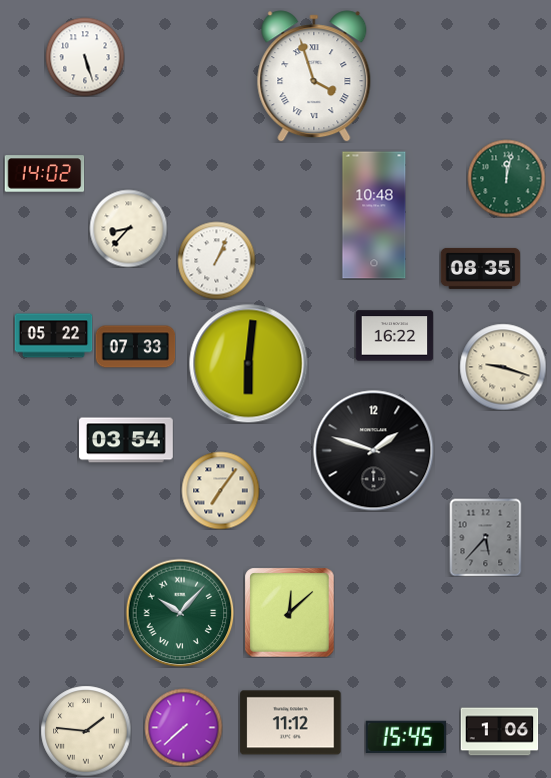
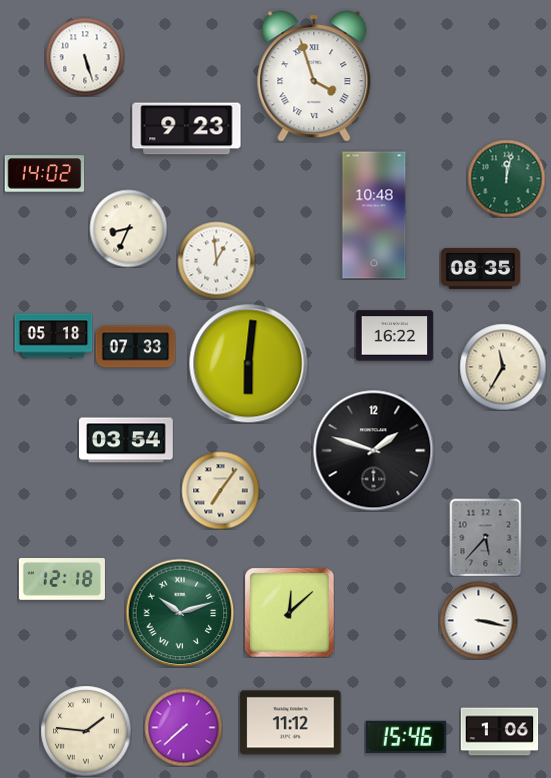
clock at (187, 129): none -> 9:23
clock at (128, 228): 8:37 -> 8:34
clock at (216, 260): 1:04 -> 12:59
clock at (53, 336): 05:22 -> 05:18
clock at (503, 367): 9:18 -> 11:35
clock at (62, 580): none -> 12:18
clock at (180, 613): 10:07 -> 10:12
clock at (478, 620): none -> 3:17
clock at (405, 737): 15:45 -> 15:46
